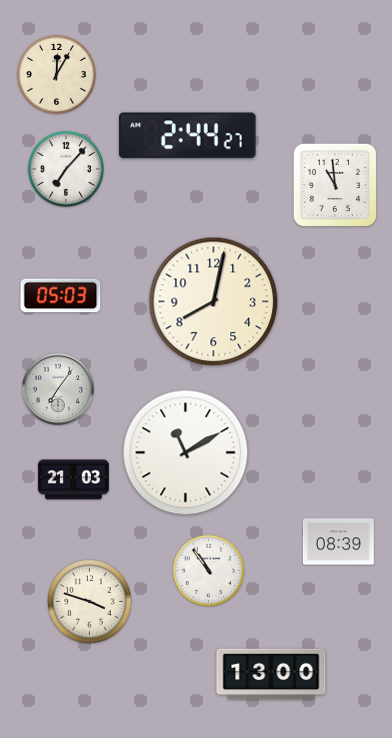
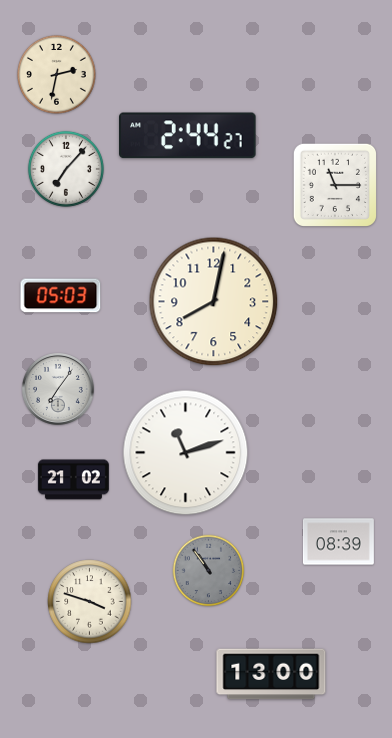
clock at (56, 74): 12:05 -> 2:32
clock at (334, 184): 10:59 -> 11:15
clock at (186, 453): 11:10 -> 11:12
clock at (73, 480): 21:03 -> 21:02
clock at (209, 571) dial: white -> grey
